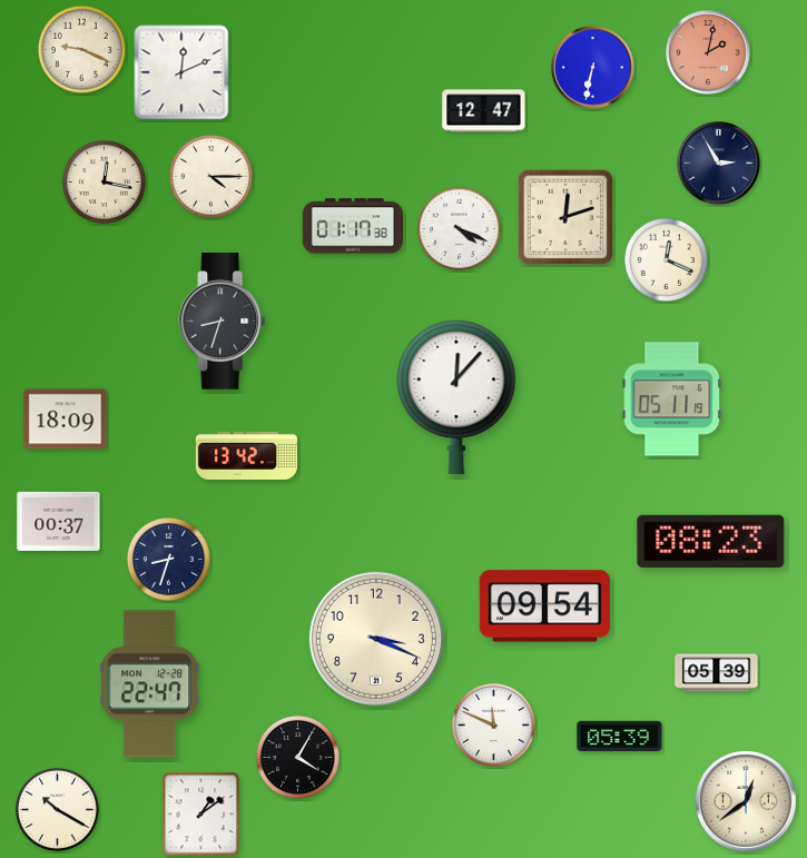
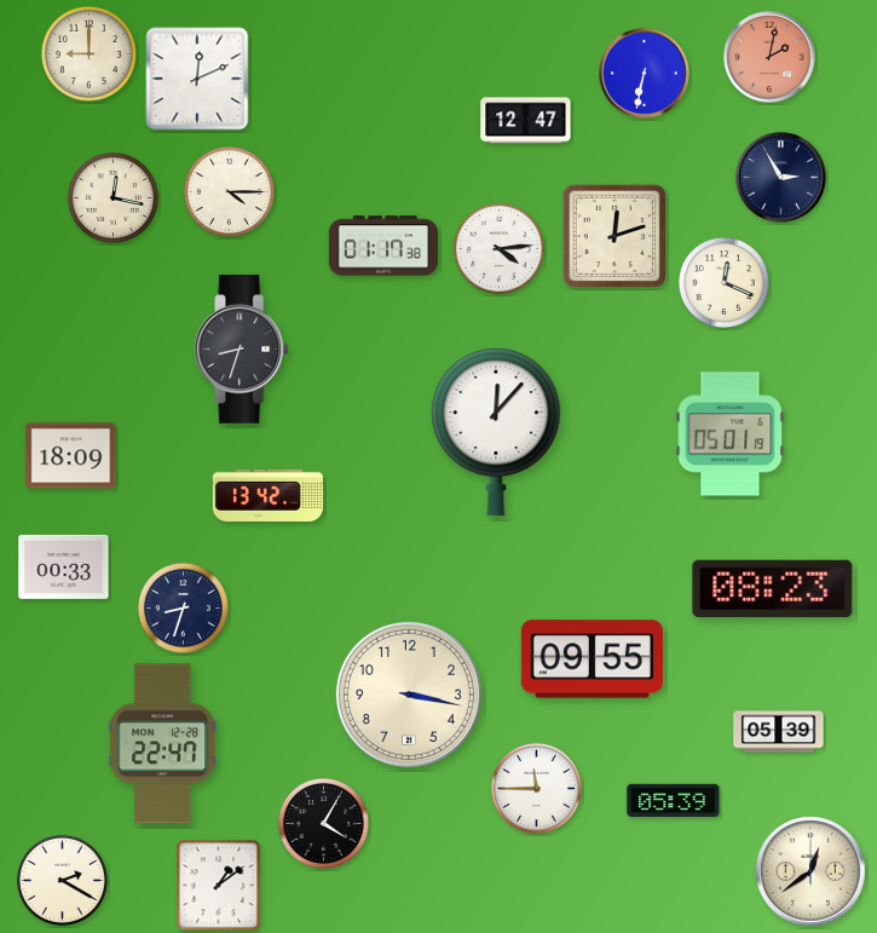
clock at (81, 49): 9:19 -> 9:00
clock at (459, 228): 4:19 -> 4:14
clock at (672, 400): 05:11 -> 05:01
clock at (59, 521): 00:37 -> 00:33
clock at (544, 606): 09:54 -> 09:55
clock at (376, 639): 3:19 -> 3:17
clock at (493, 724): 11:49 -> 11:45
clock at (57, 809): 10:20 -> 2:20
